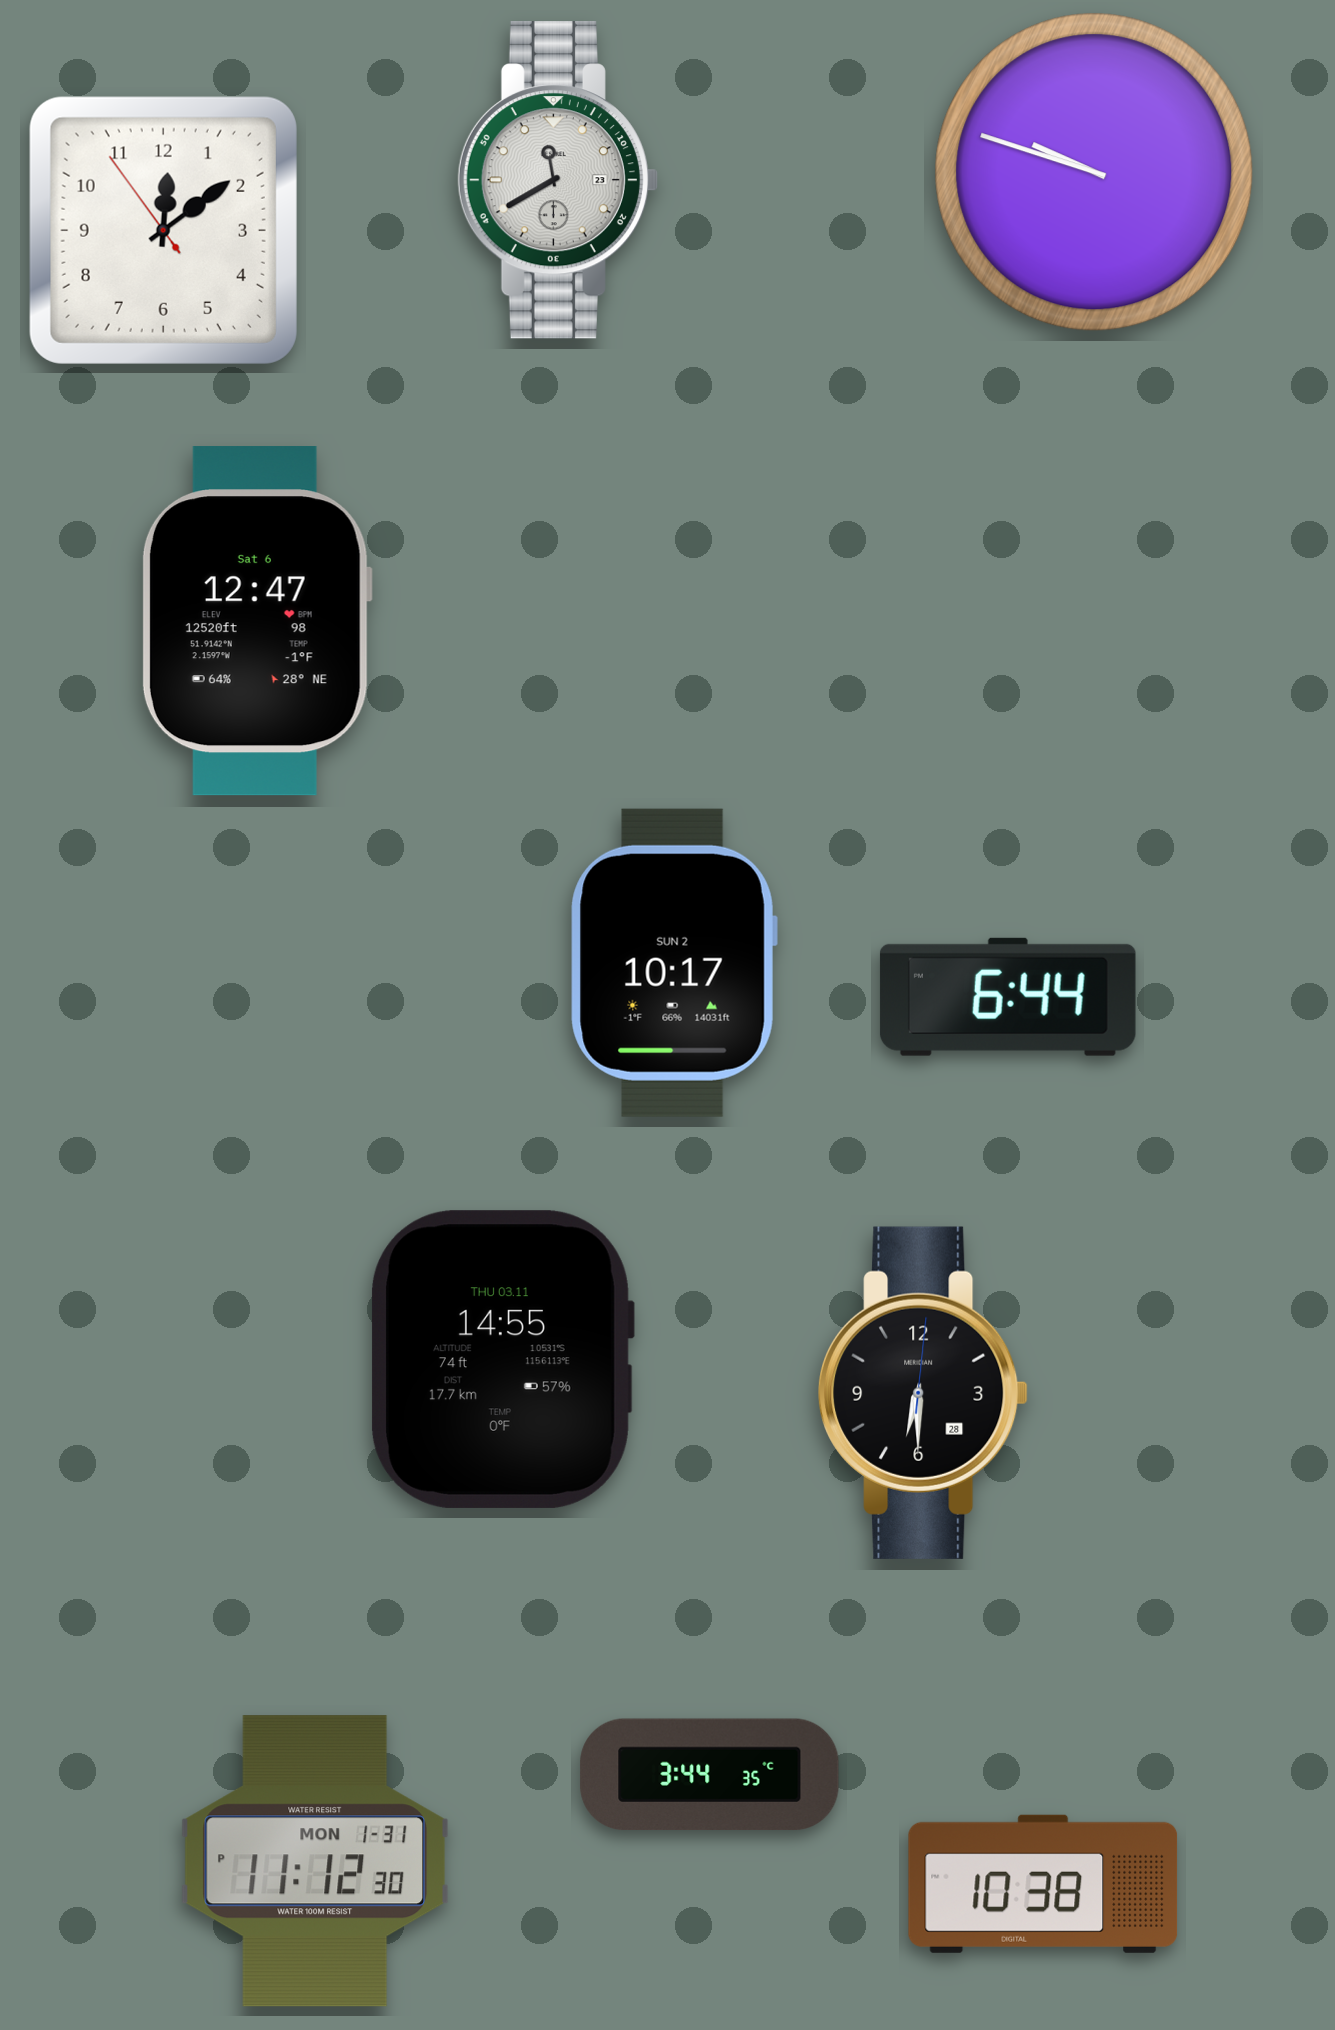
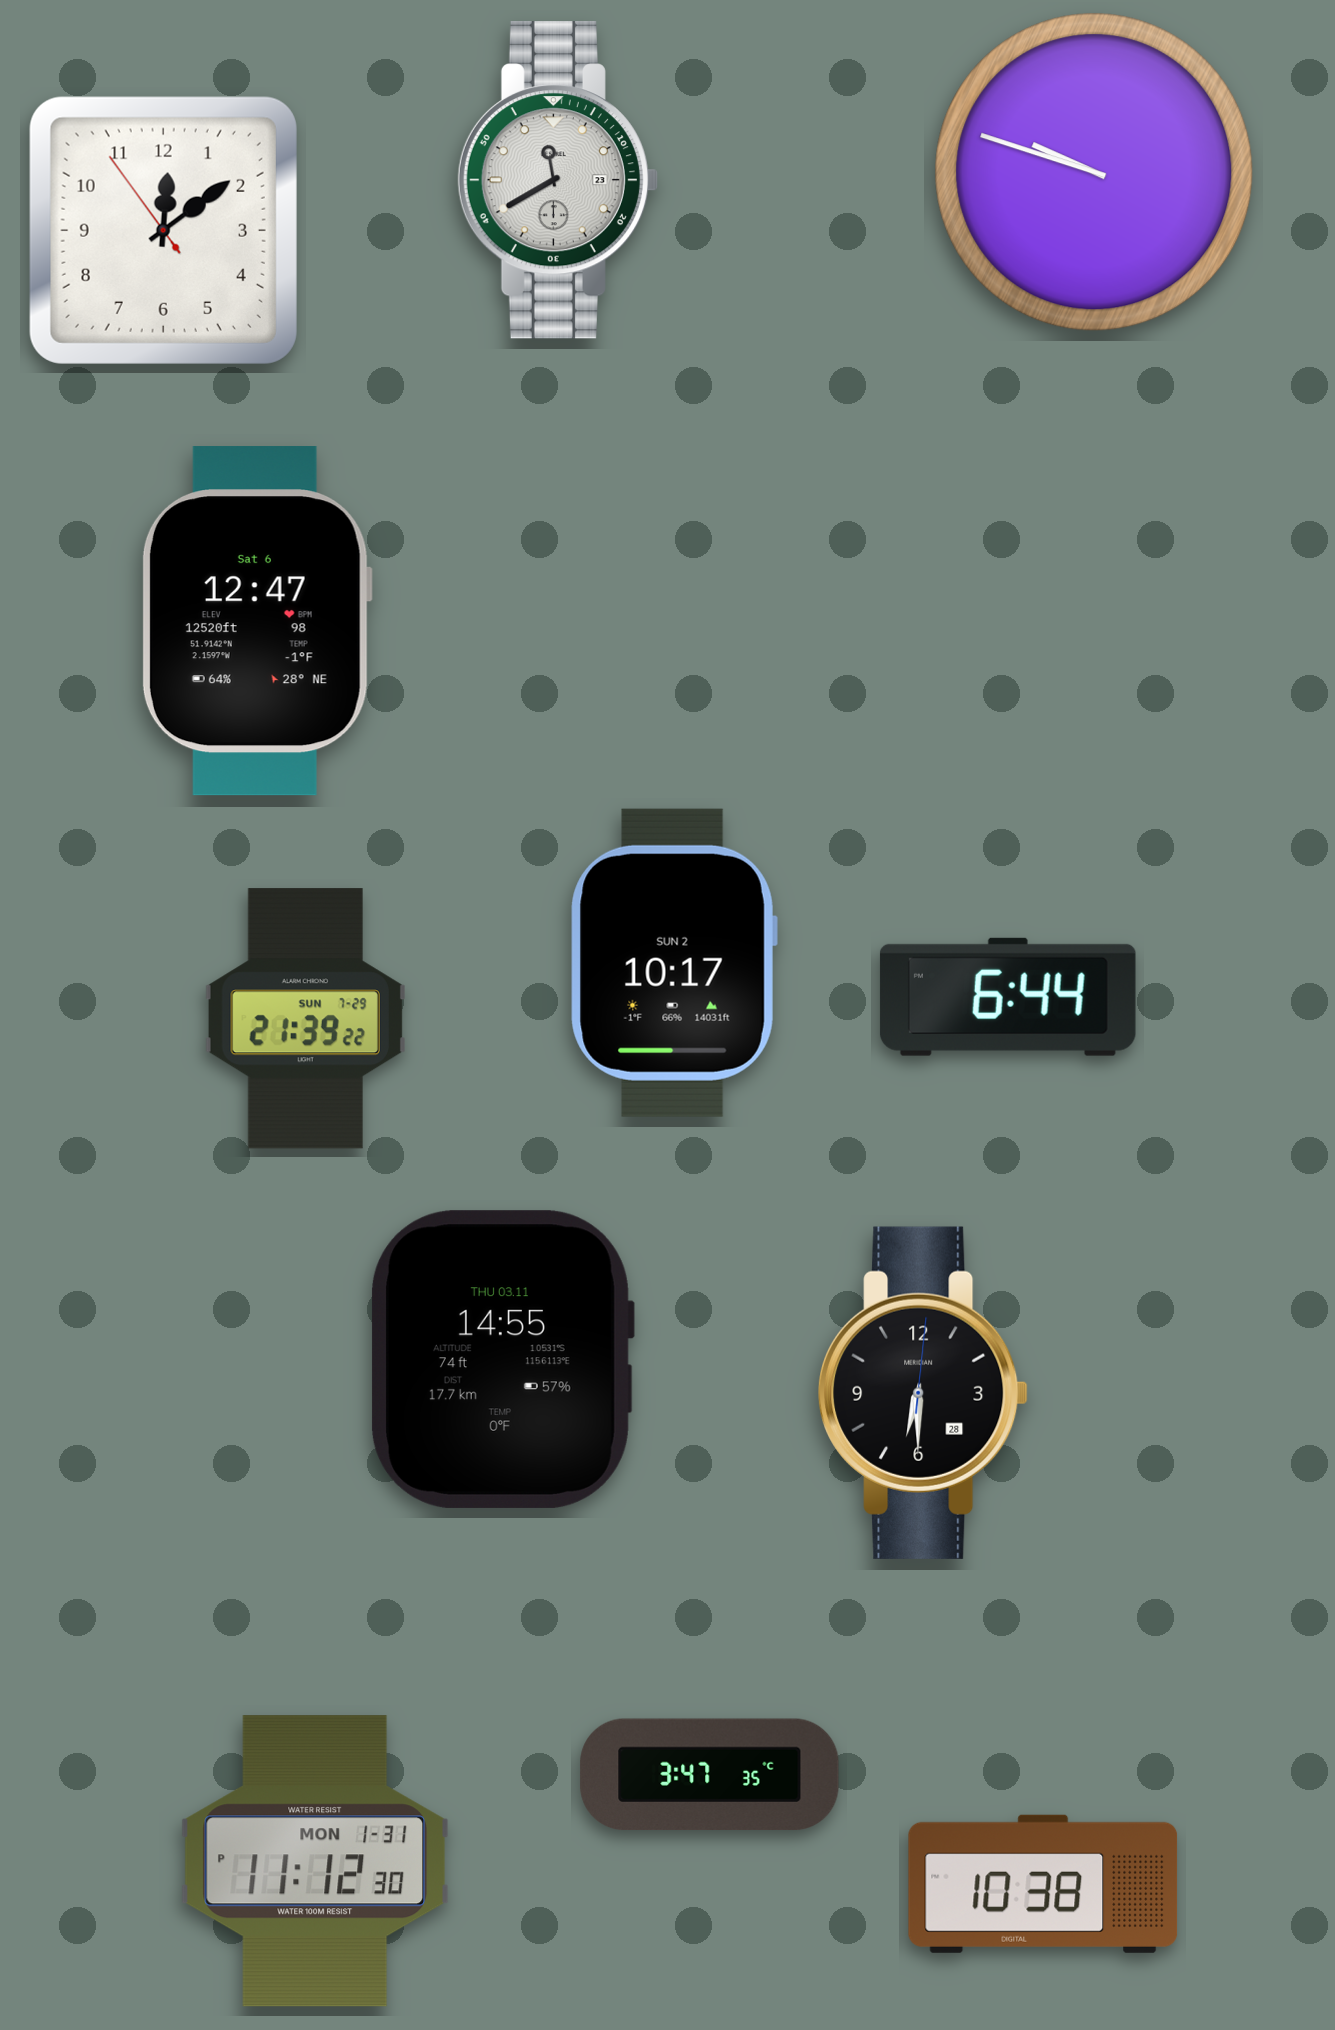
clock at (305, 1019): none -> 21:39
clock at (710, 1775): 3:44 -> 3:47
